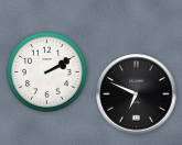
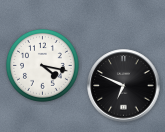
clock at (46, 71): 2:10 -> 4:17
